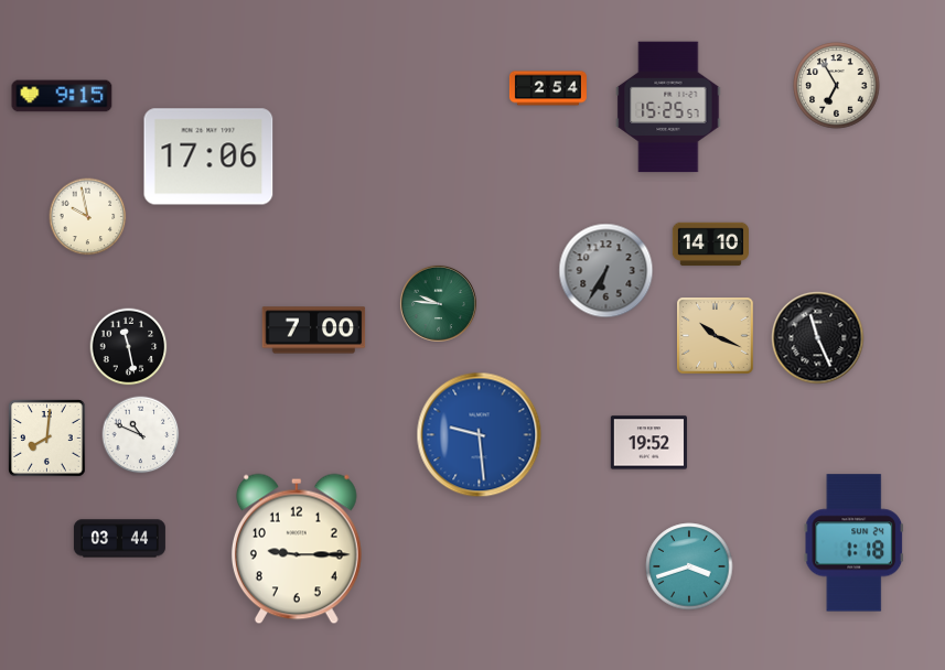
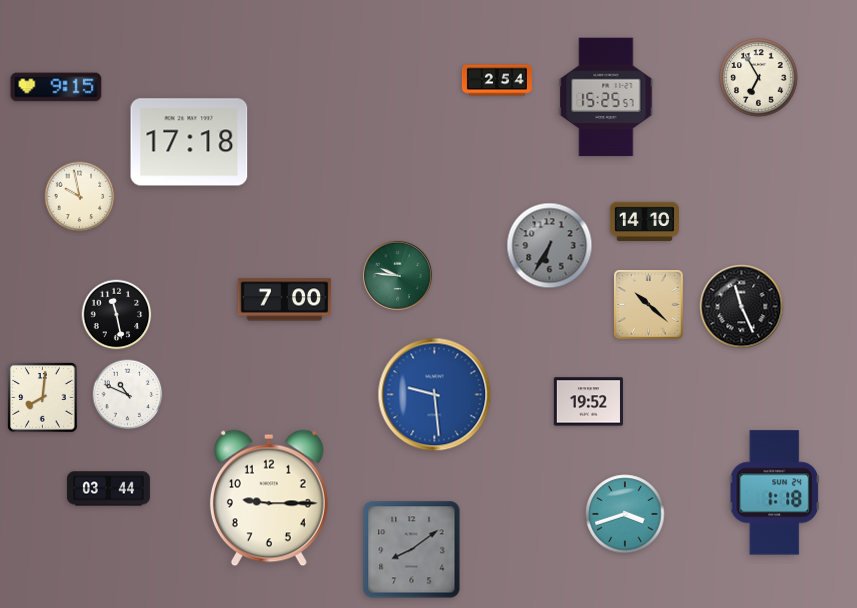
clock at (208, 156): 17:06 -> 17:18
clock at (716, 336): 10:19 -> 10:22
clock at (412, 550): none -> 8:09
